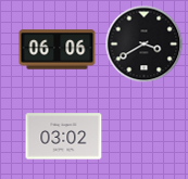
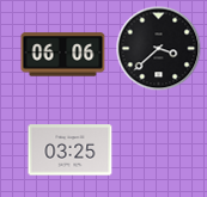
clock at (145, 44): 3:40 -> 3:38
clock at (64, 137): 03:02 -> 03:25
